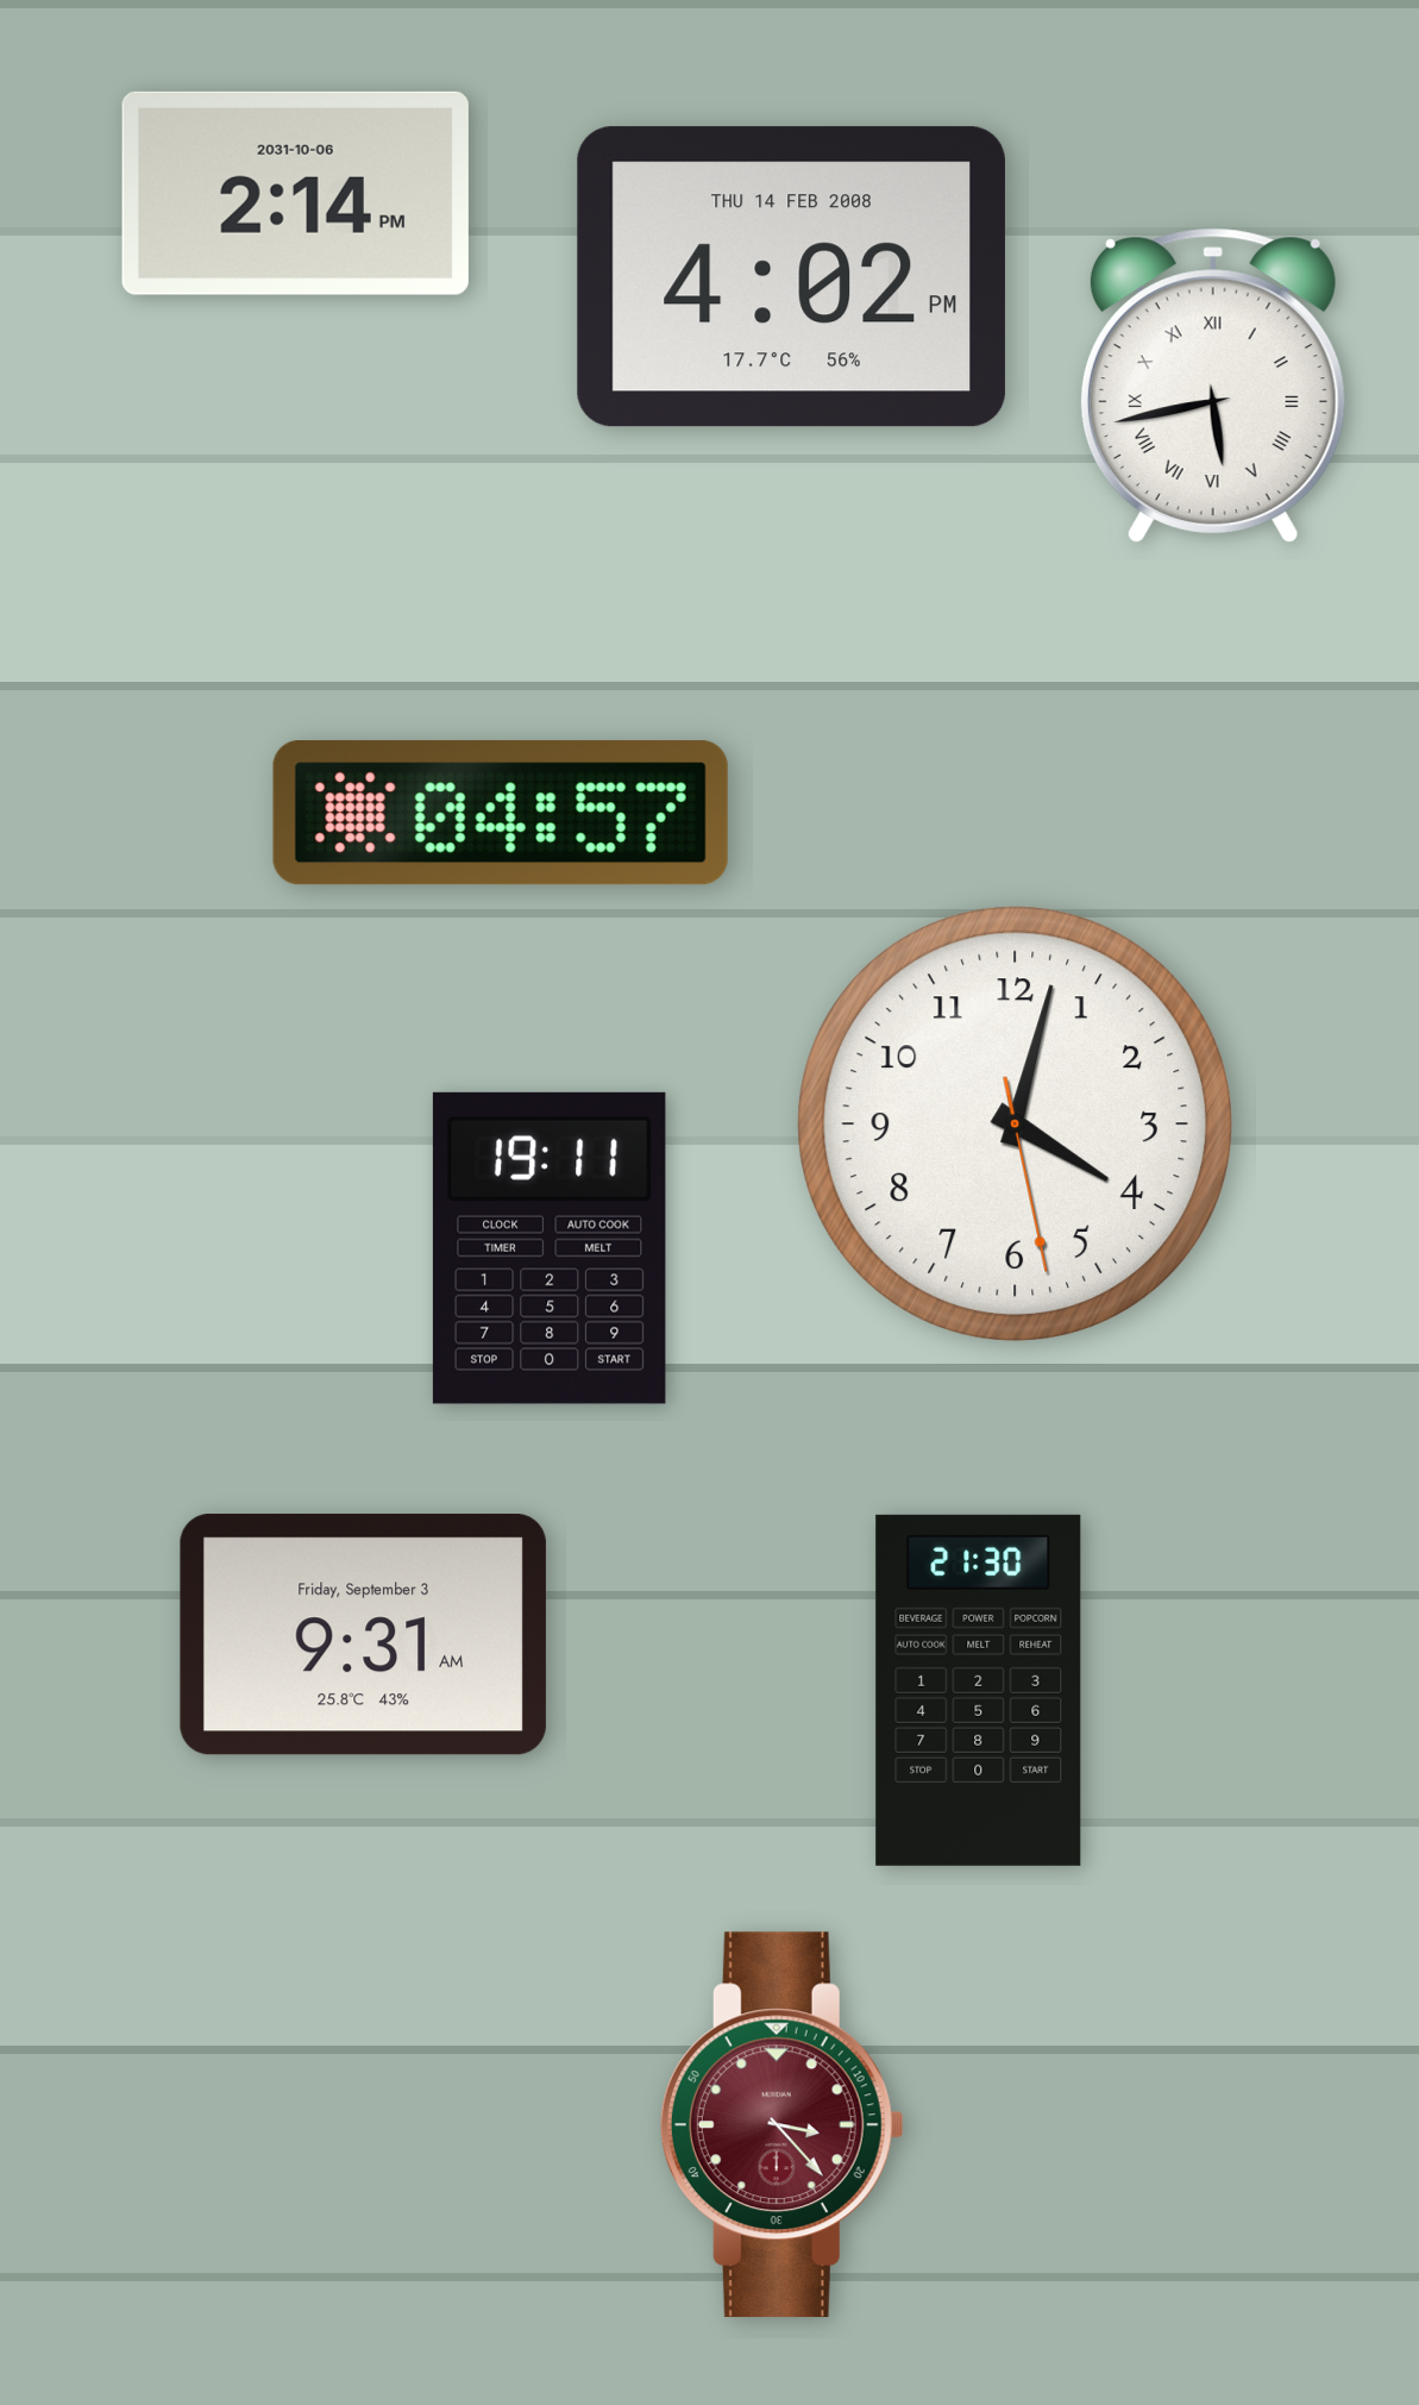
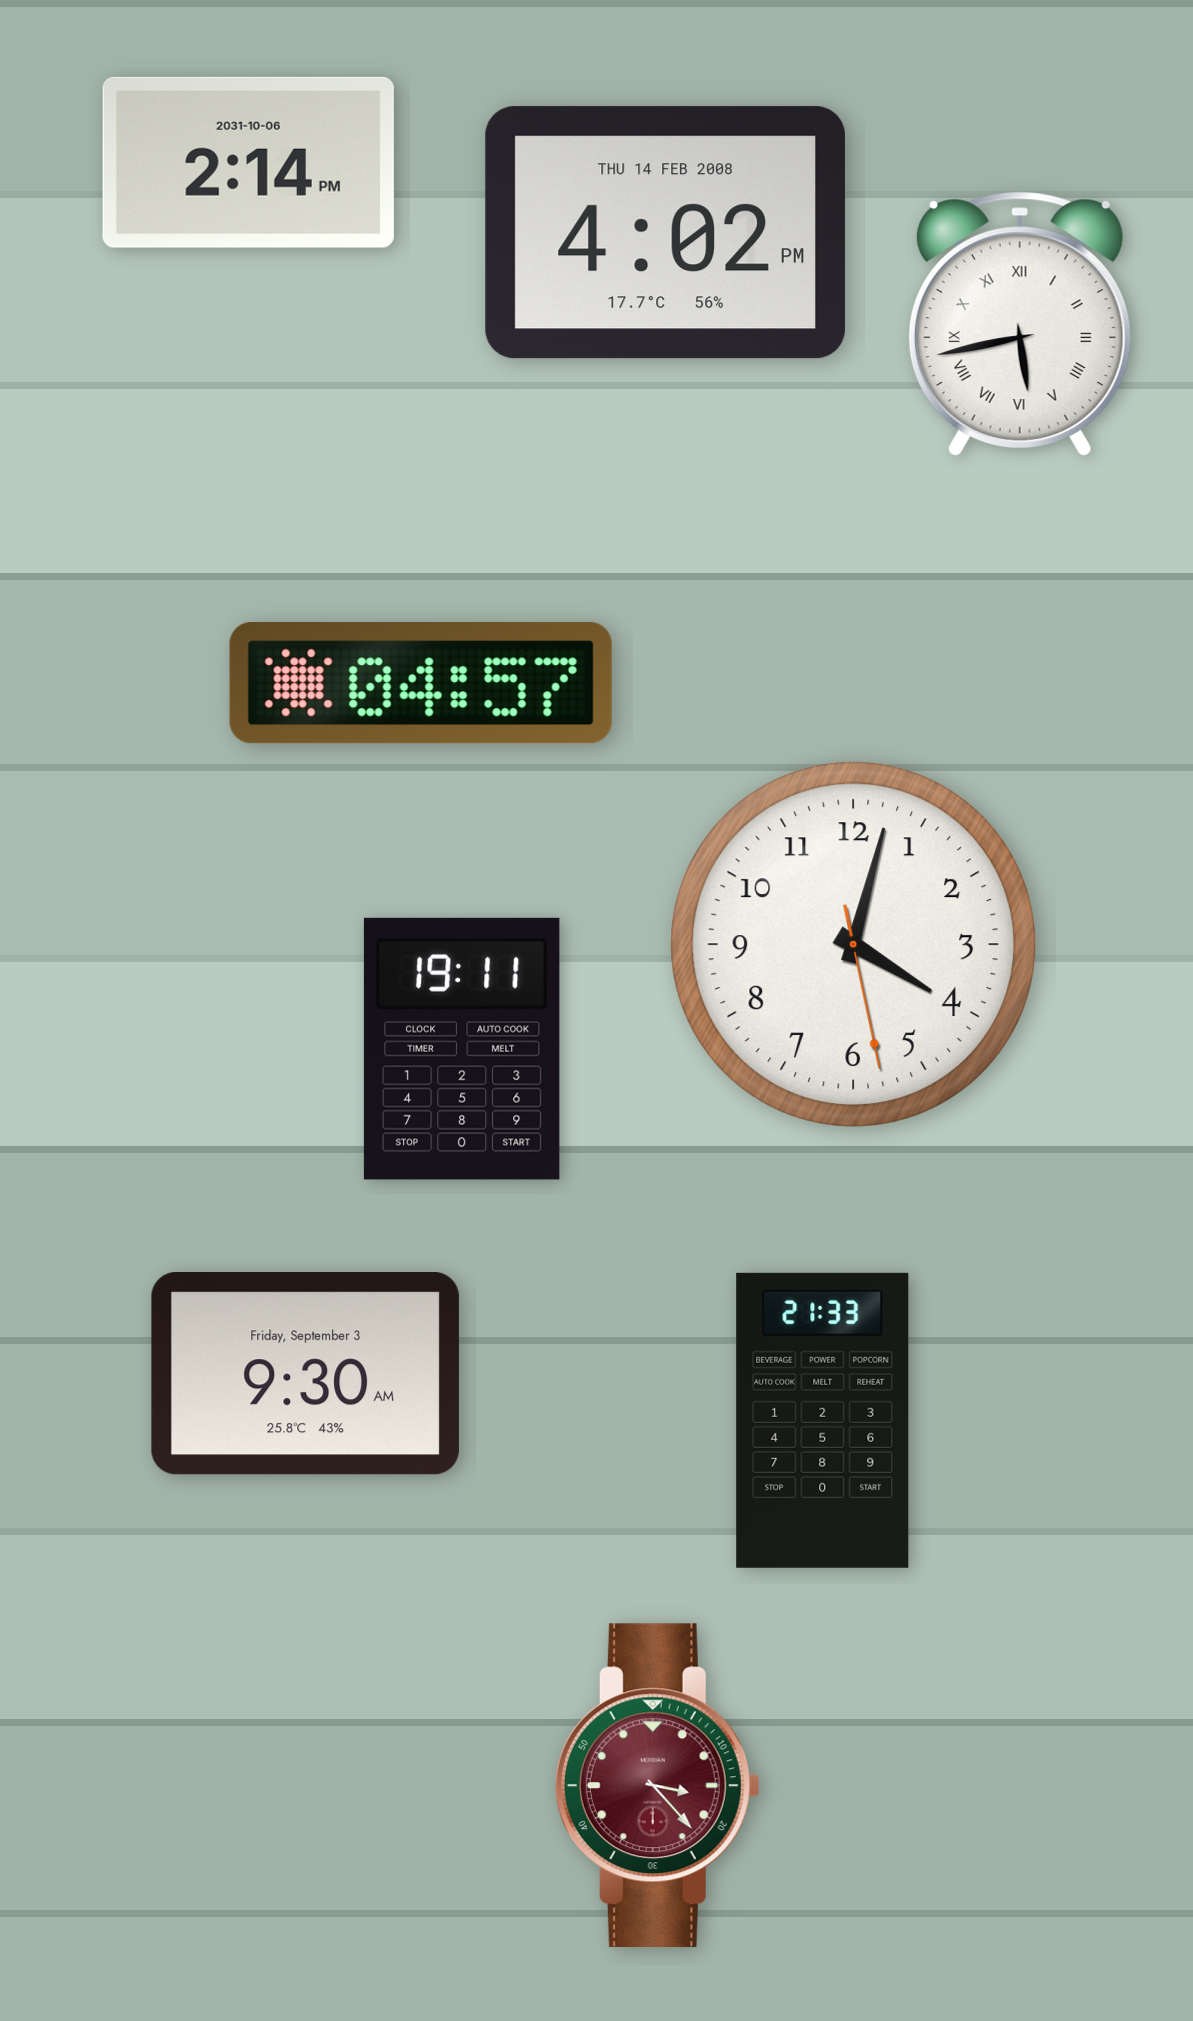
clock at (363, 1635): 9:31 -> 9:30
clock at (979, 1690): 21:30 -> 21:33
